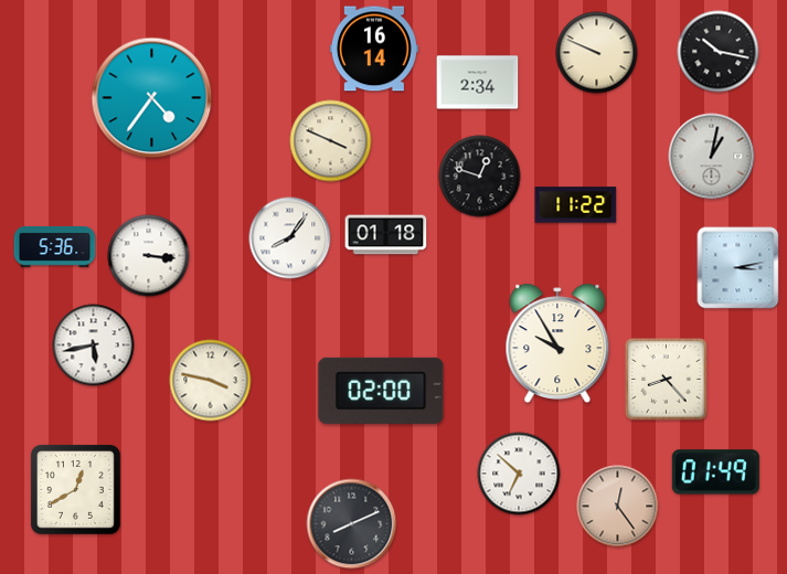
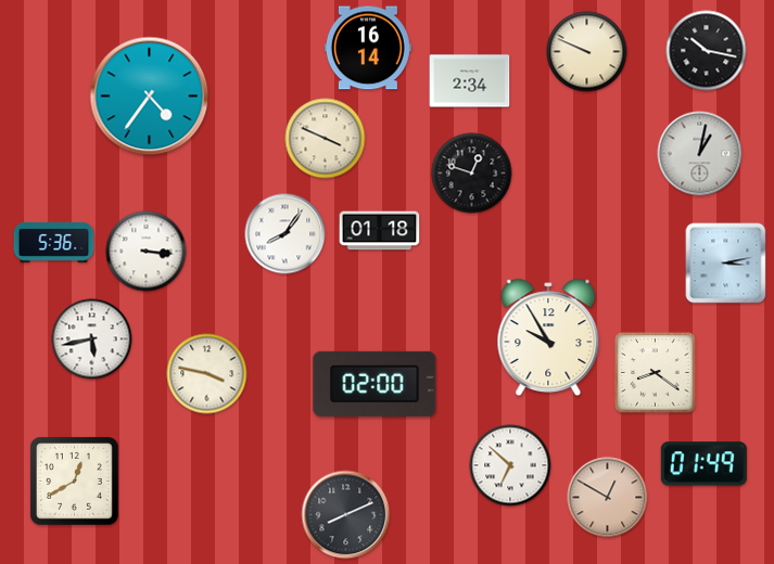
clock at (576, 205): 11:22 -> none
clock at (667, 380): 8:23 -> 8:21
clock at (618, 507): 12:24 -> 12:50
